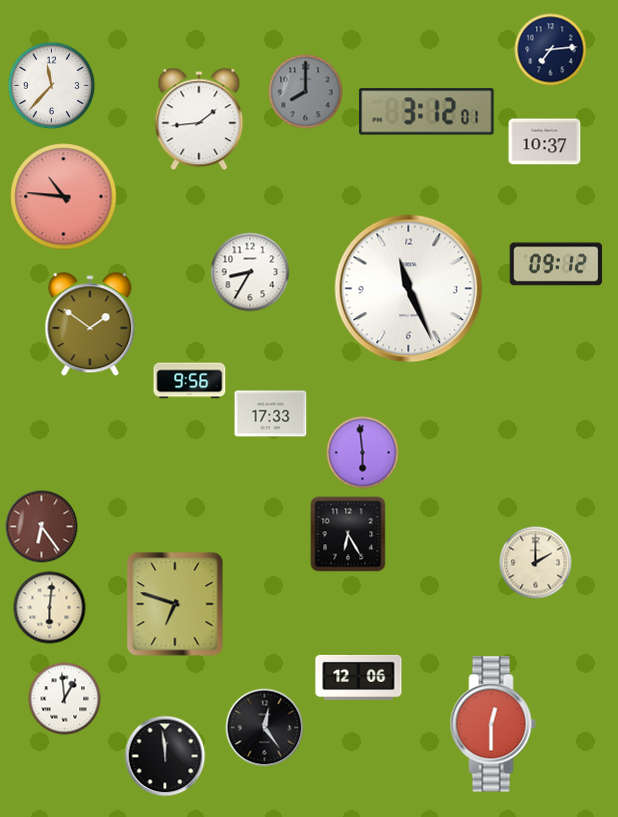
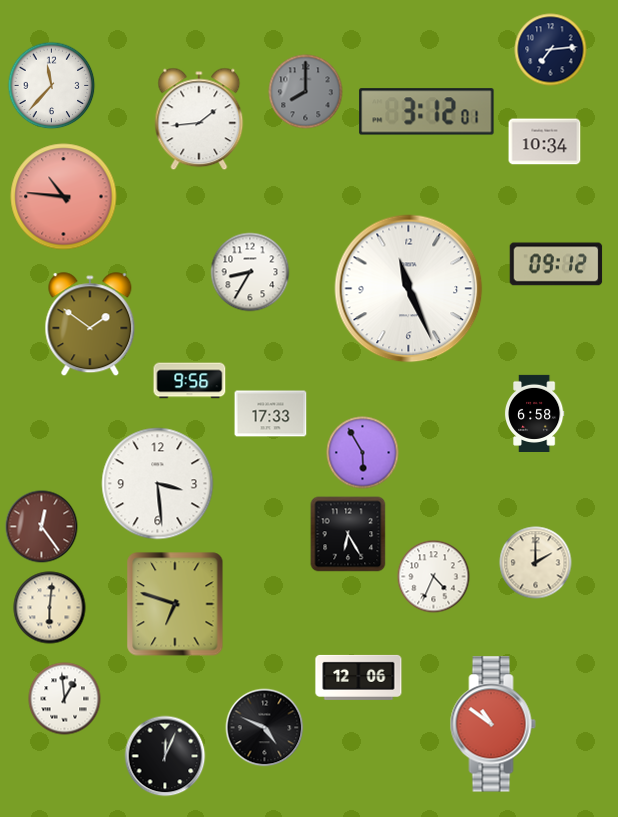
clock at (545, 142): 10:37 -> 10:34
clock at (534, 413): none -> 6:58
clock at (363, 453): 5:59 -> 5:55
clock at (158, 484): none -> 3:29
clock at (42, 527): 6:24 -> 12:24
clock at (434, 577): none -> 4:34
clock at (493, 724): 12:30 -> 10:51
clock at (265, 728): 12:24 -> 4:49
clock at (165, 756): 11:59 -> 12:04
